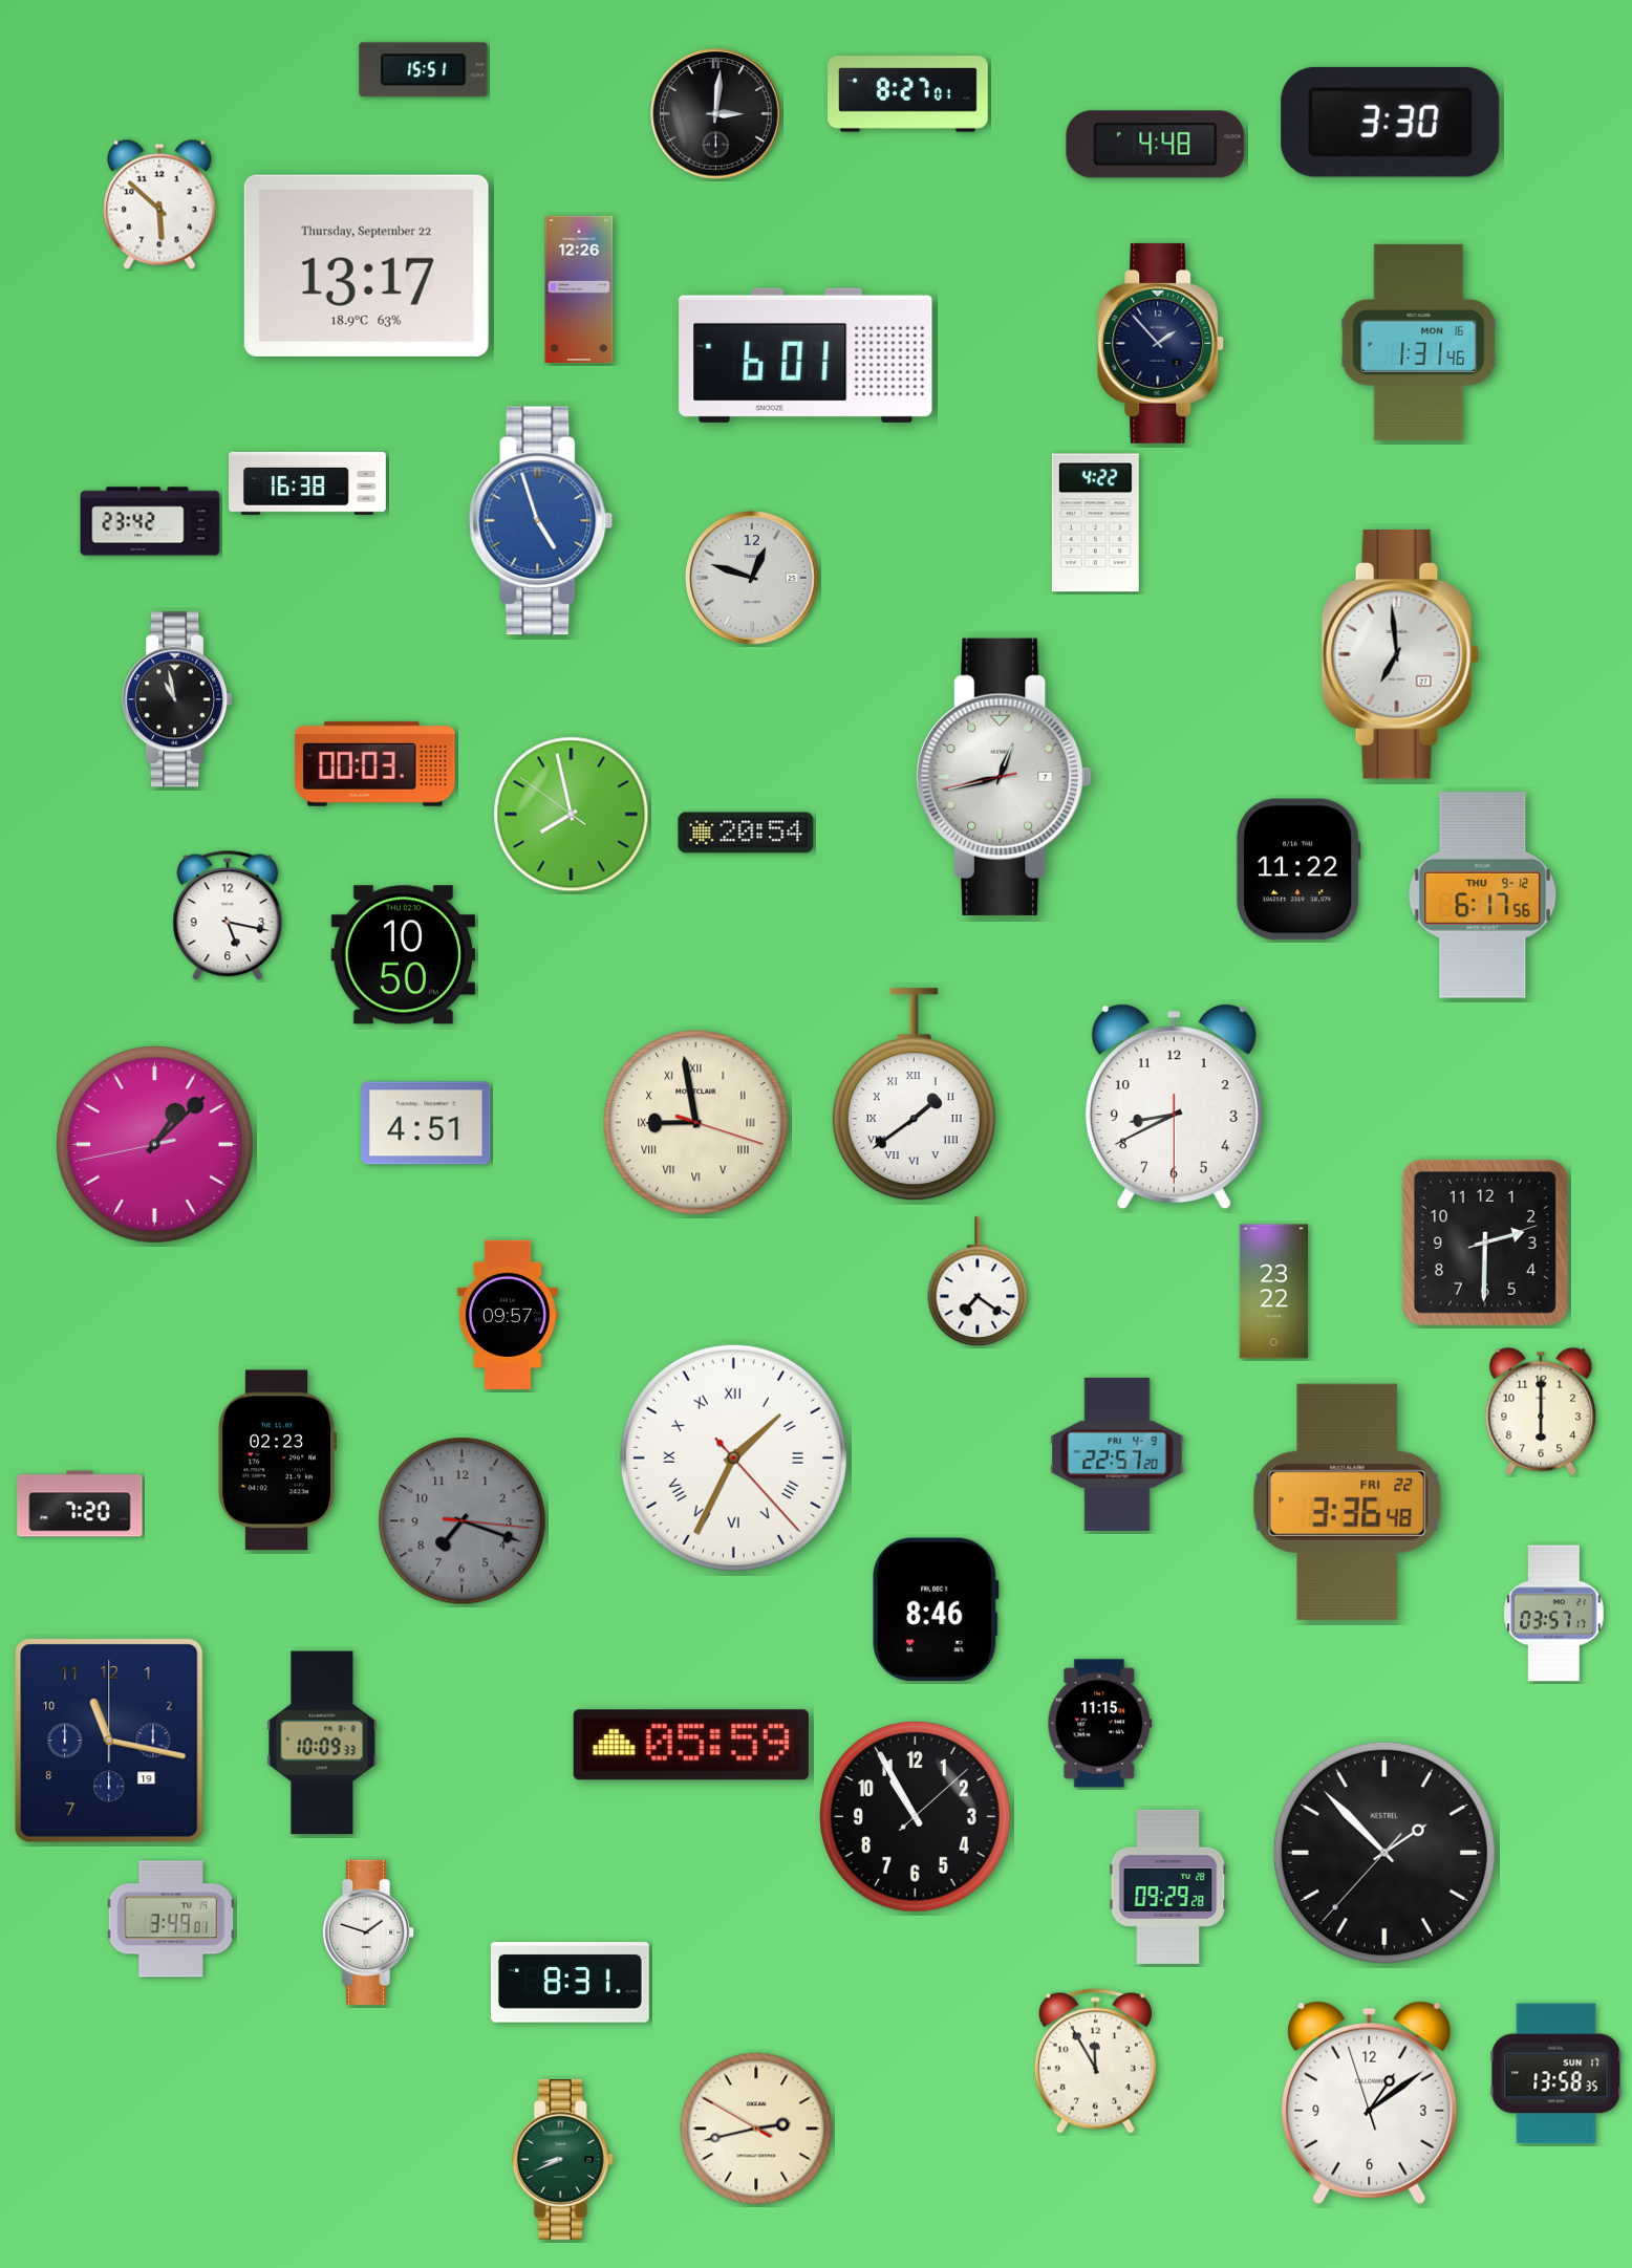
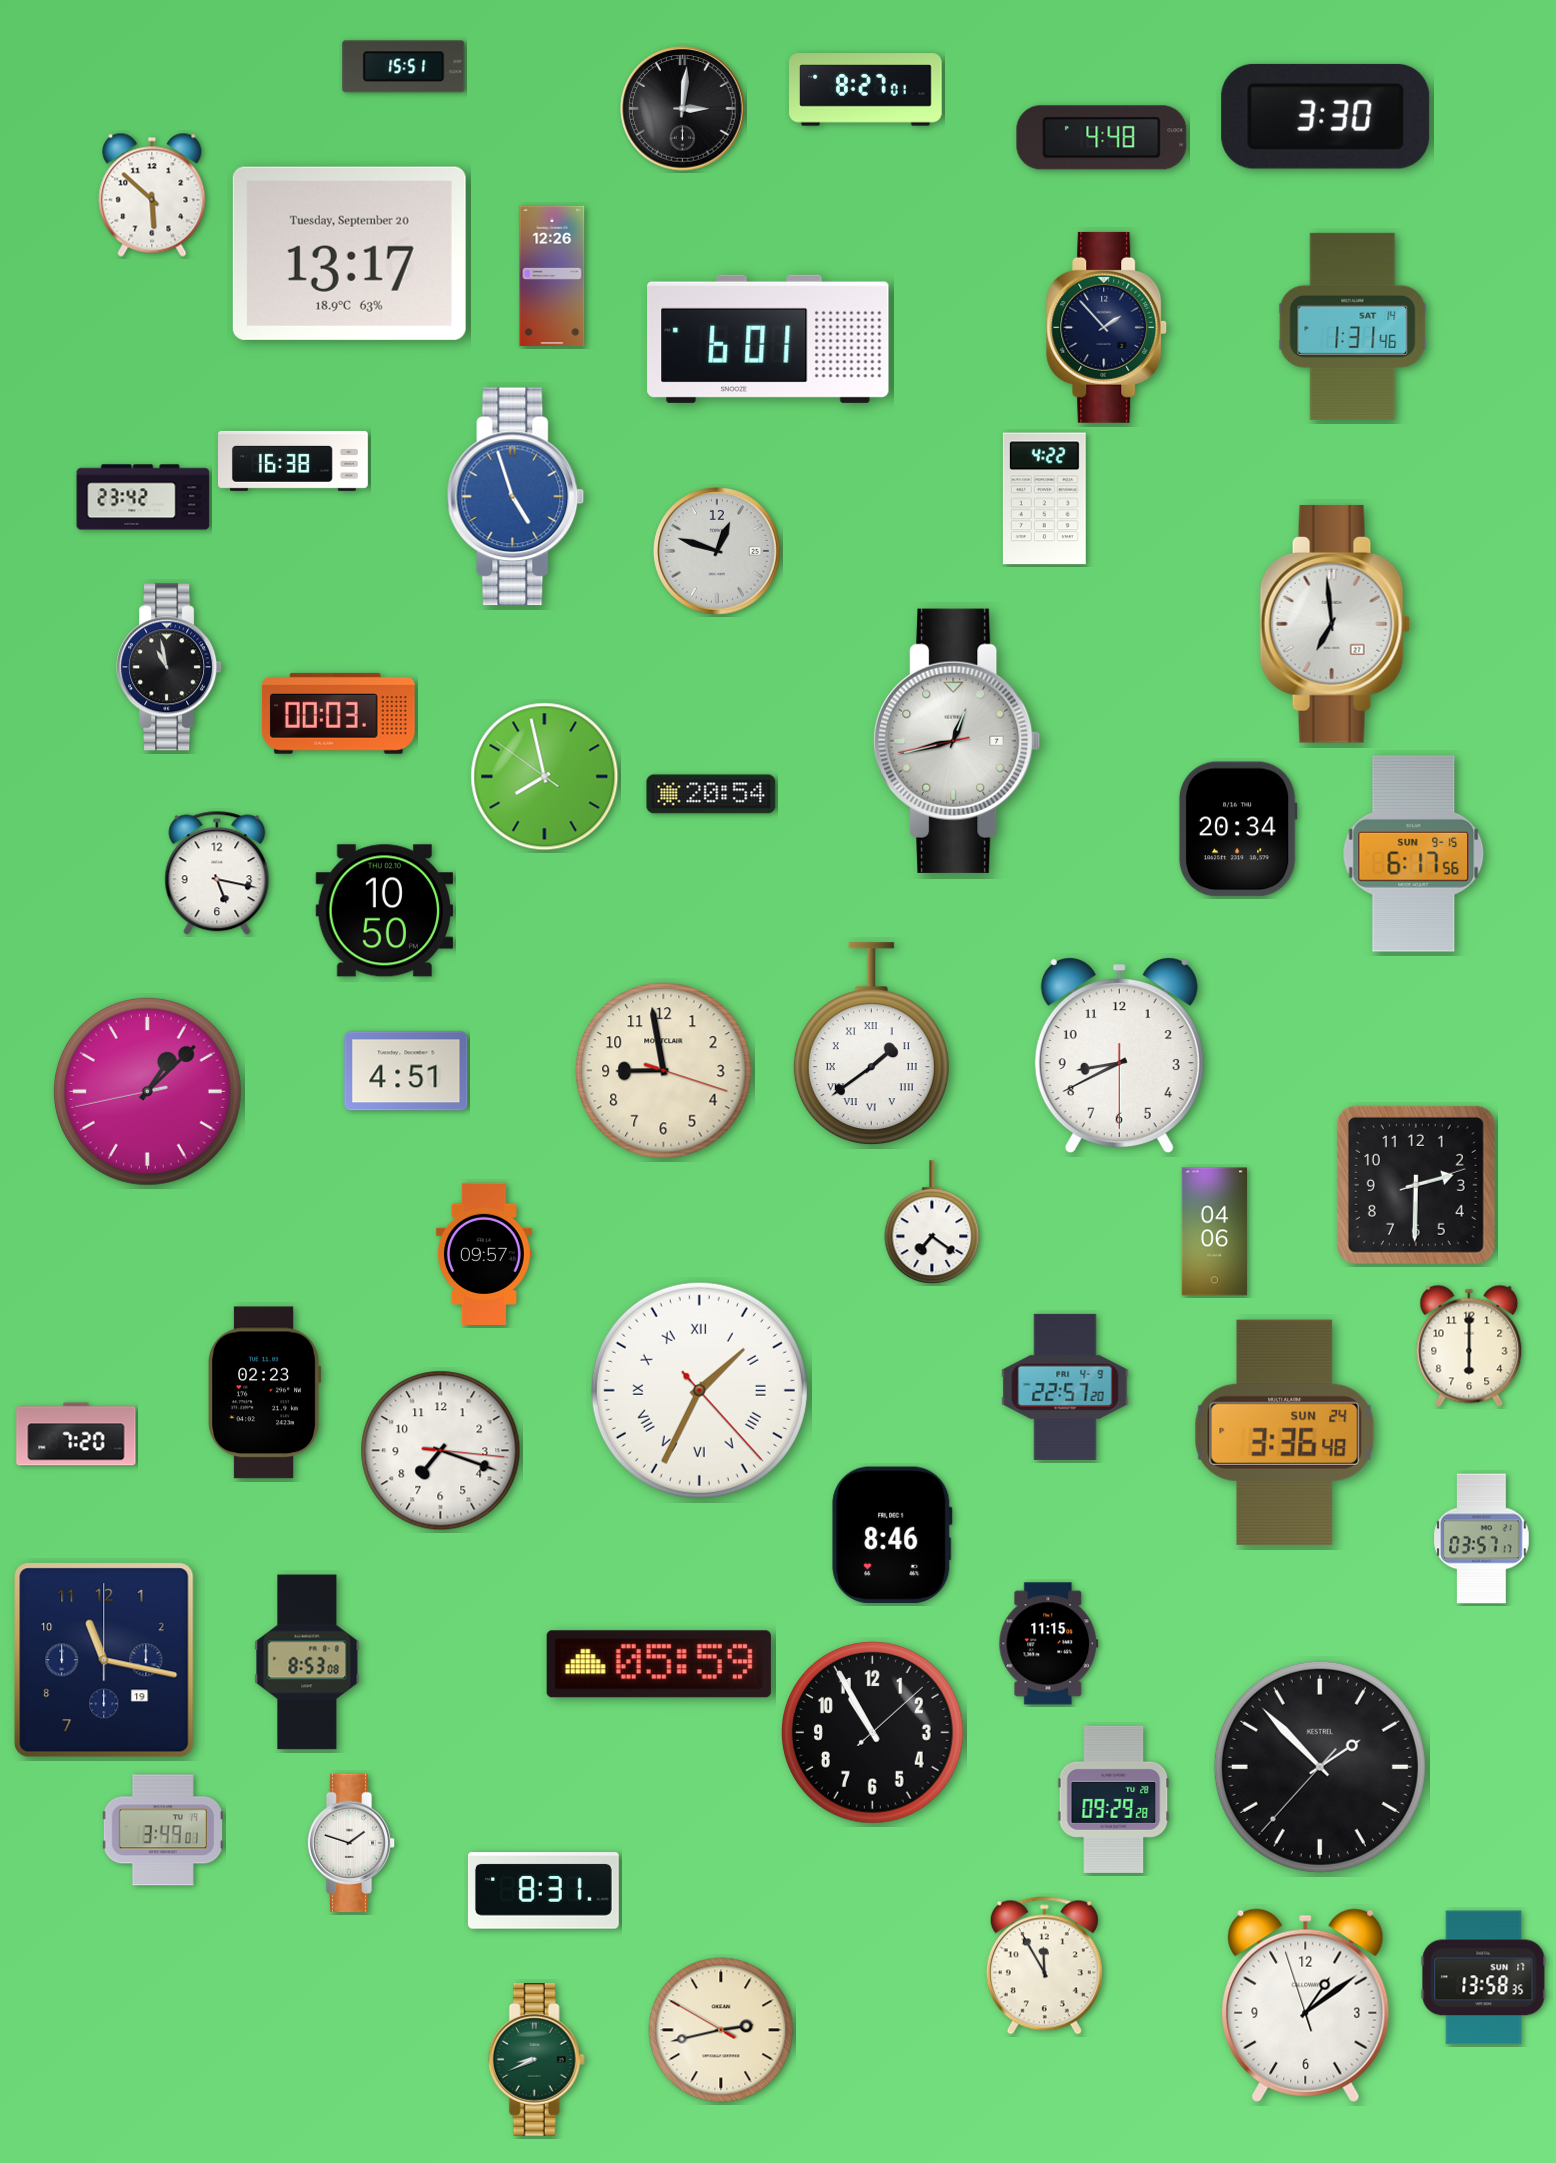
clock at (366, 265) date: Thursday, September 22 -> Tuesday, September 20
clock at (1419, 342) date: MON 16 -> SAT 14
clock at (375, 763) position: (375, 763) -> (339, 713)
clock at (1298, 869): 11:22 -> 20:34
clock at (1483, 895) date: THU 9-12 -> SUN 9-15
clock at (696, 1123) numerals: Roman -> Arabic
clock at (1273, 1292): 23:22 -> 04:06
clock at (1348, 1502) date: FRI 22 -> SUN 24
clock at (463, 1521) dial: grey -> white
clock at (322, 1743): 10:09 -> 8:53
